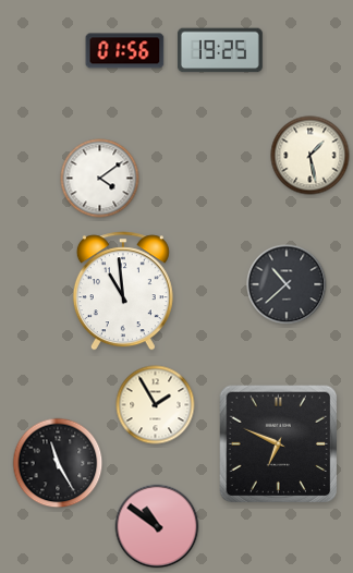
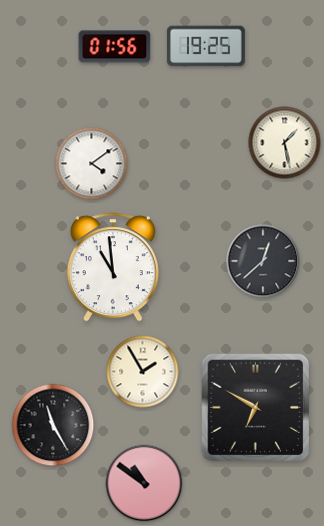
clock at (220, 50) position: (220, 50) -> (206, 46)
clock at (287, 284): 10:38 -> 12:38
clock at (279, 444): 6:49 -> 6:50
